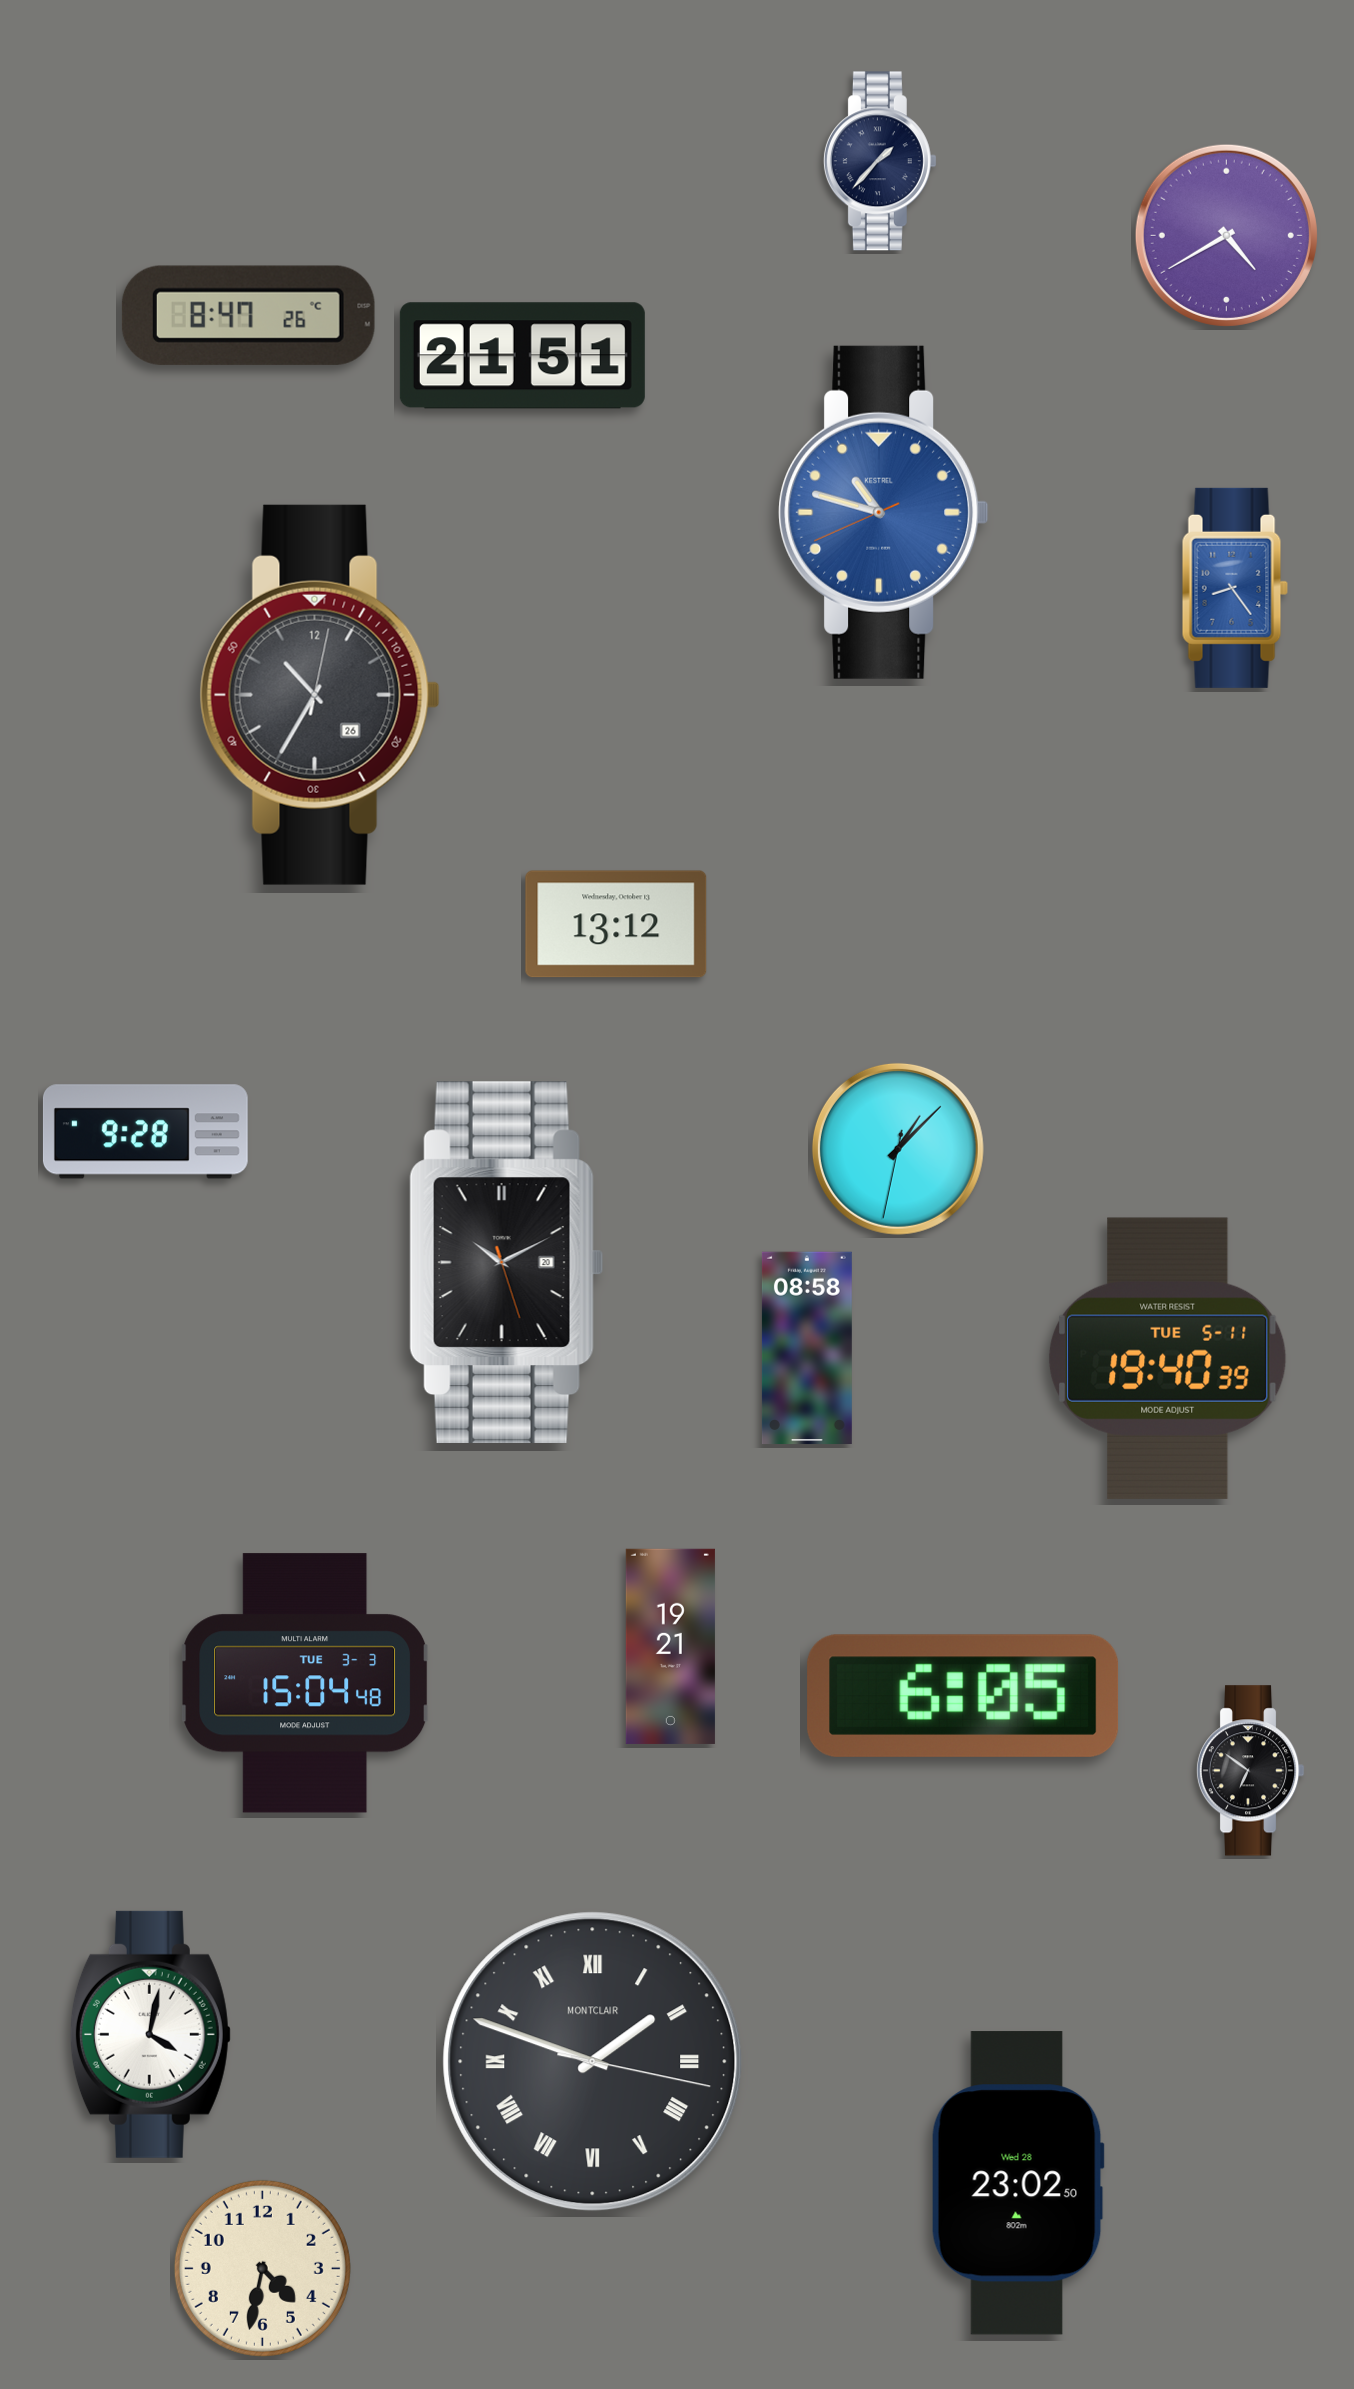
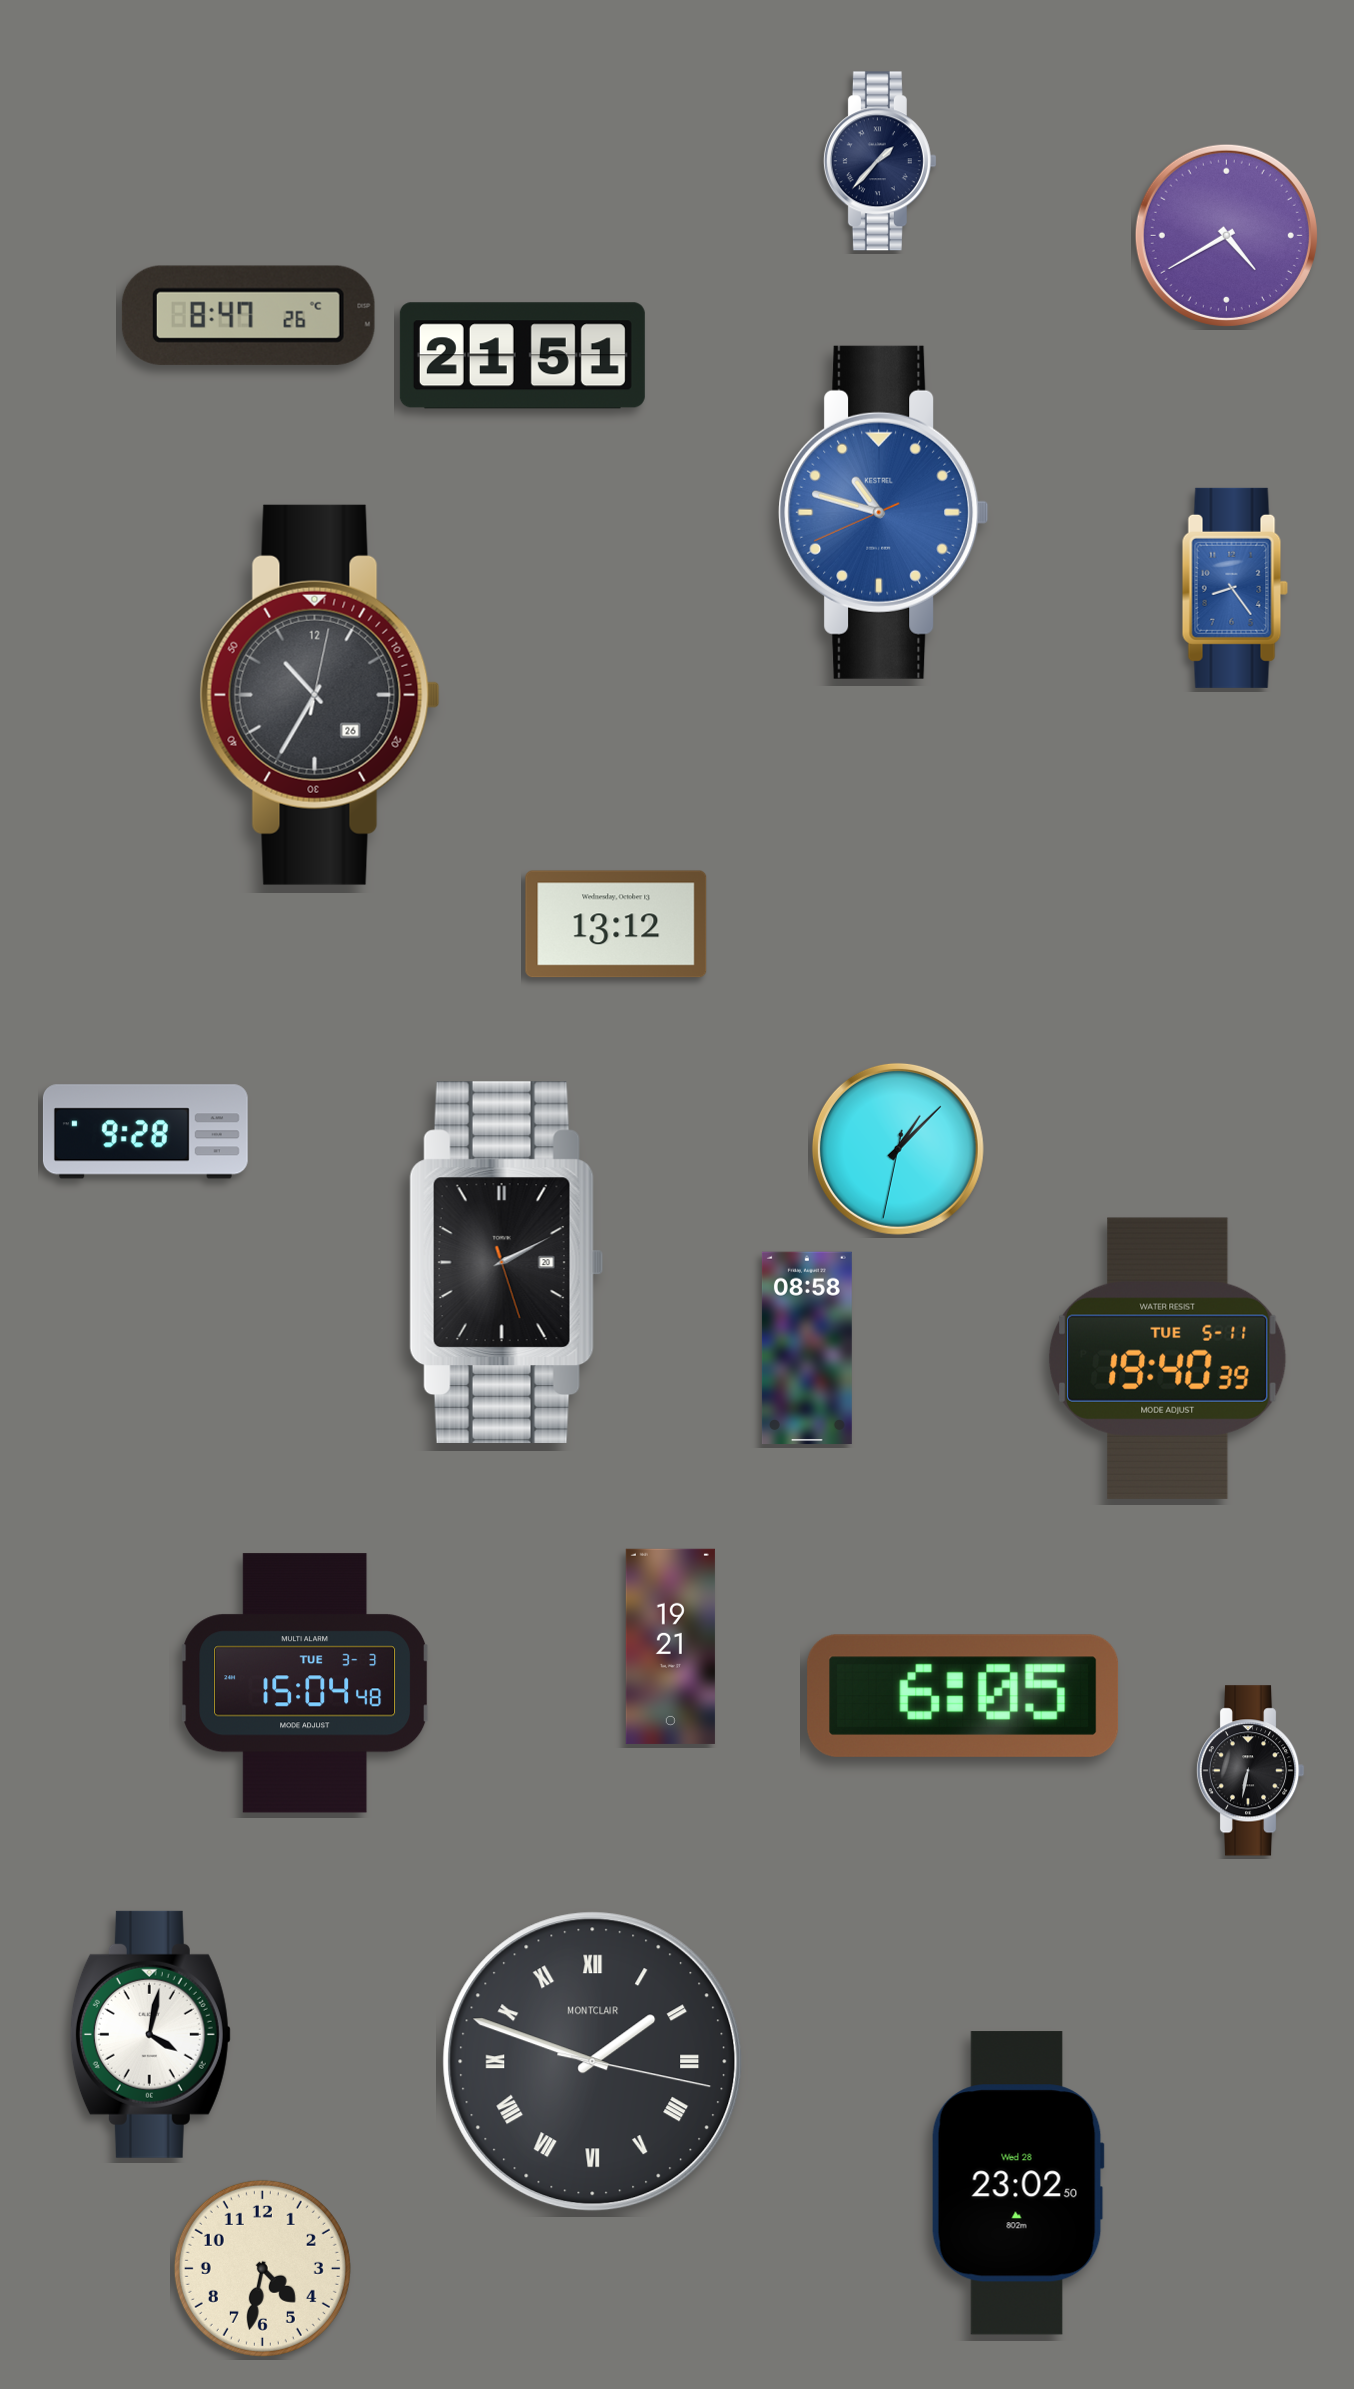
clock at (507, 1262): 10:10 -> 2:10
clock at (1250, 1771): 6:51 -> 6:32
